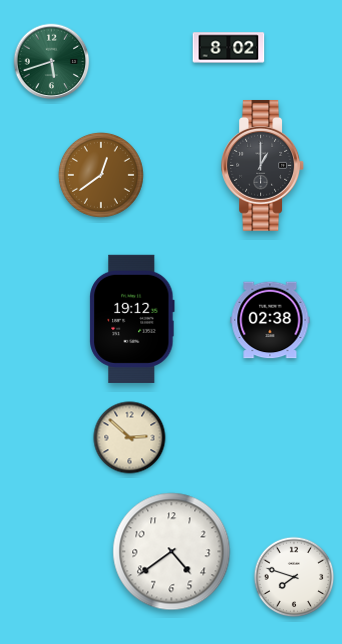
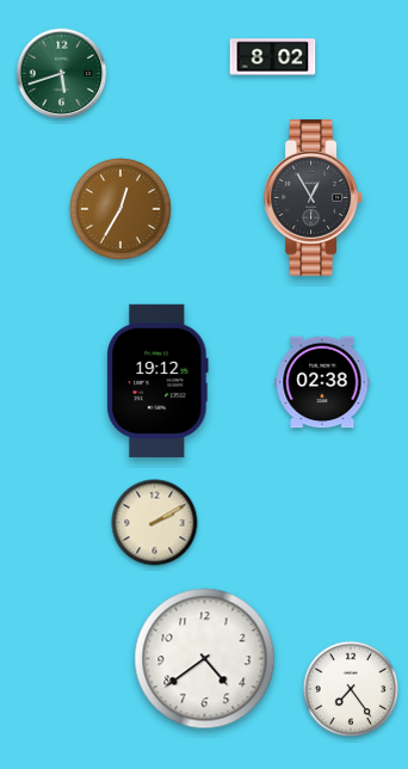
clock at (263, 165): 1:00 -> 12:55
clock at (101, 175): 12:39 -> 12:35
clock at (130, 438): 2:52 -> 2:10
clock at (294, 577): 7:48 -> 7:24
